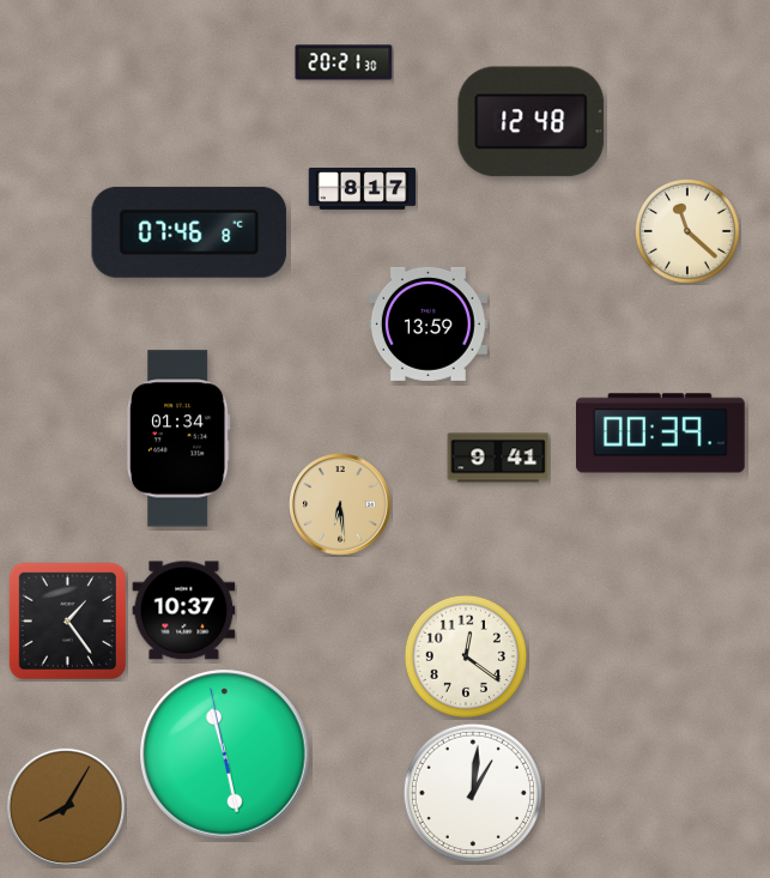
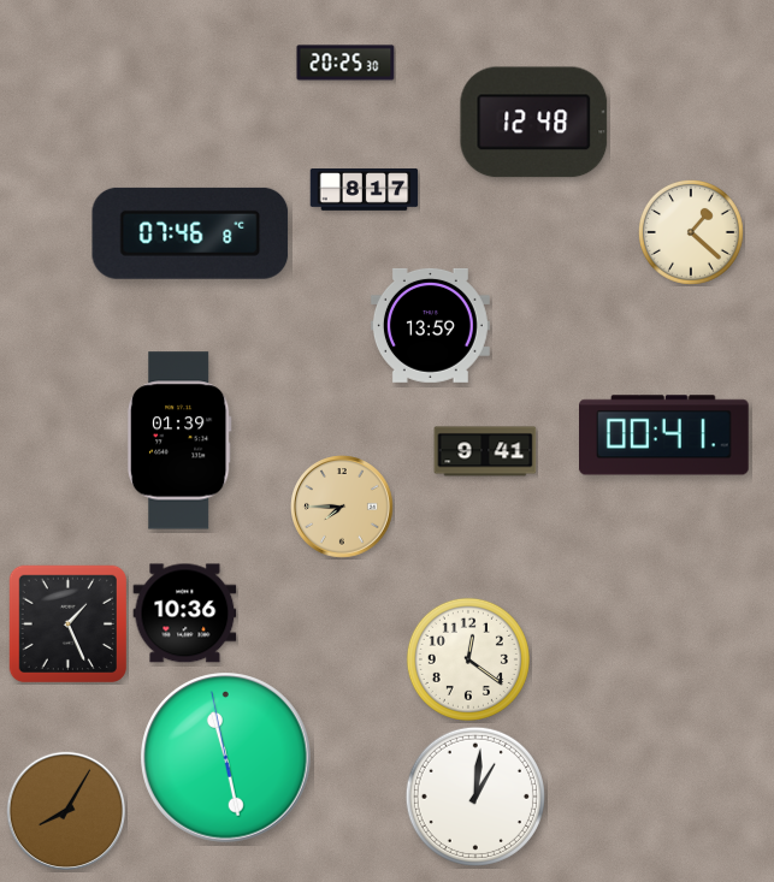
clock at (344, 62): 20:21 -> 20:25
clock at (687, 231): 11:22 -> 1:22
clock at (661, 434): 00:39 -> 00:41
clock at (178, 438): 01:34 -> 01:39
clock at (498, 458) position: (498, 458) -> (485, 451)
clock at (341, 505): 6:29 -> 7:45
clock at (184, 611): 10:37 -> 10:36
clock at (67, 620): 1:24 -> 1:26
